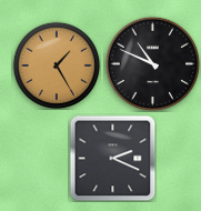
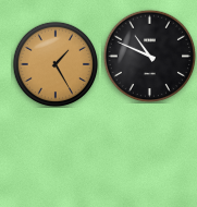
clock at (152, 63) position: (152, 63) -> (149, 56)
clock at (112, 158): 2:19 -> none
